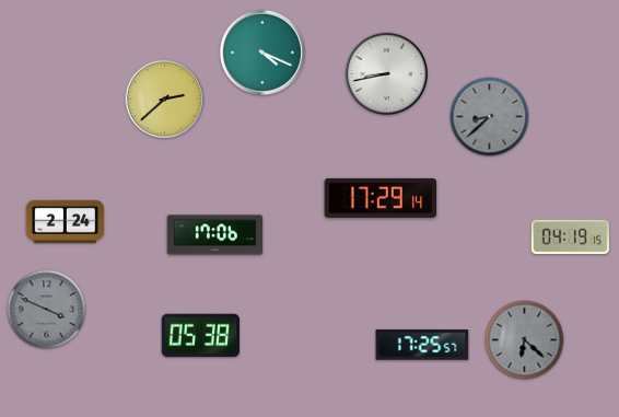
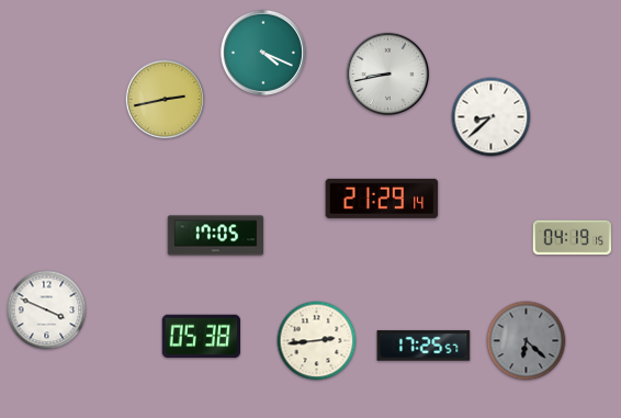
clock at (165, 100): 2:38 -> 2:43
clock at (490, 117) dial: grey -> white
clock at (381, 198): 17:29 -> 21:29
clock at (66, 221): 2:24 -> none
clock at (215, 235): 17:06 -> 17:05
clock at (47, 310) dial: grey -> white
clock at (317, 341): none -> 2:44
